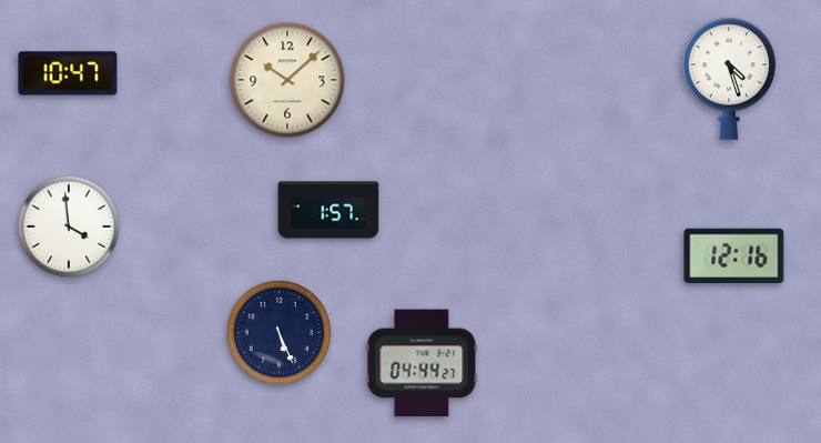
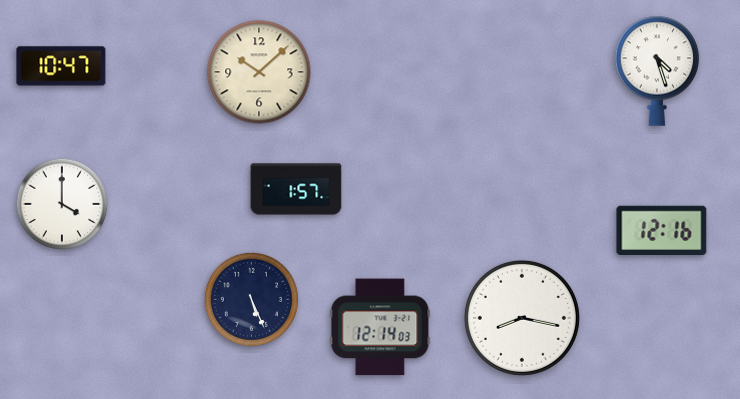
clock at (69, 226): 3:59 -> 4:00
clock at (522, 318): none -> 8:17
clock at (422, 363): 04:44 -> 12:14
